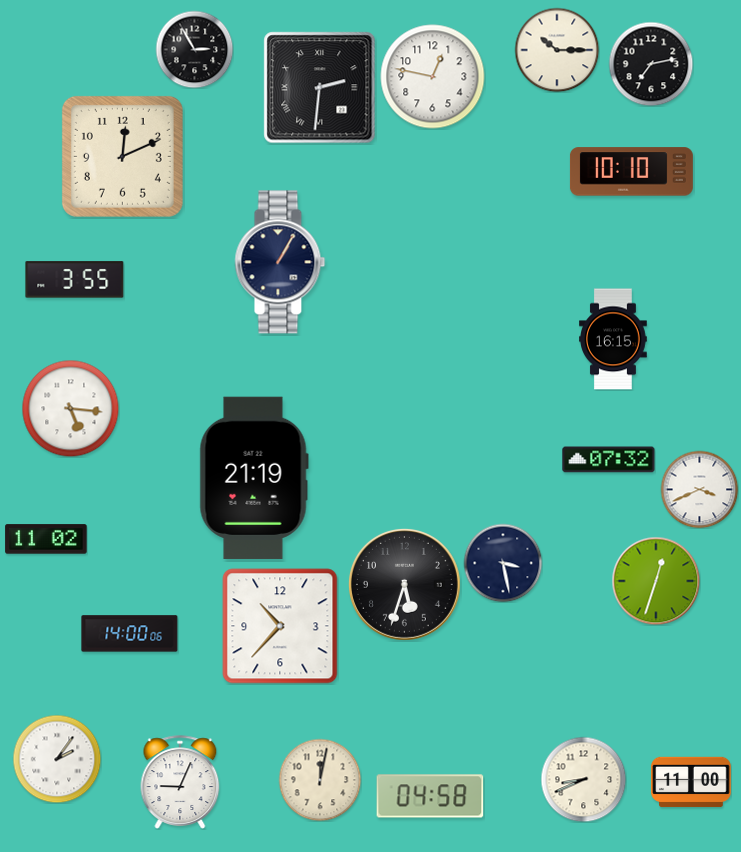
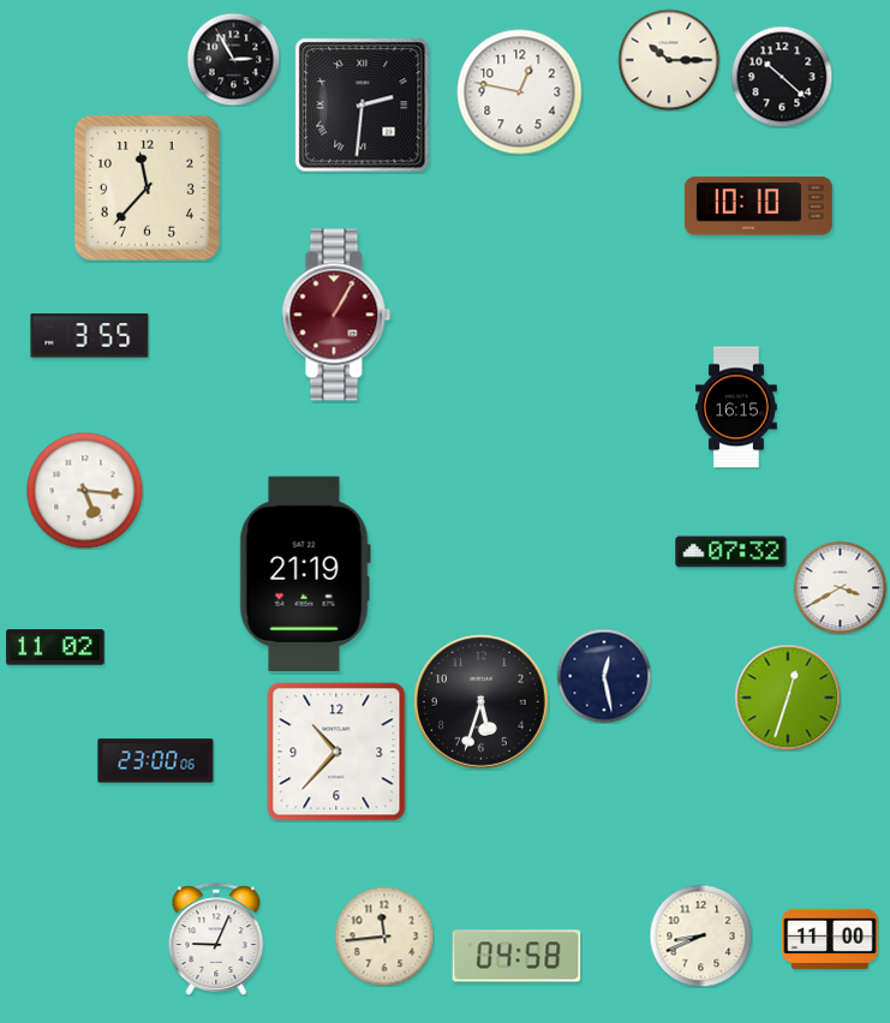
clock at (651, 64): 7:13 -> 10:22
clock at (320, 88) position: (320, 88) -> (363, 106)
clock at (122, 156): 12:11 -> 11:37
clock at (280, 262) dial: navy -> burgundy
clock at (699, 489): 3:41 -> 3:40
clock at (503, 563): 3:28 -> 12:28
clock at (404, 584) position: (404, 584) -> (480, 701)
clock at (130, 634): 14:00 -> 23:00
clock at (57, 759): 2:06 -> none
clock at (320, 780): 12:02 -> 11:44
